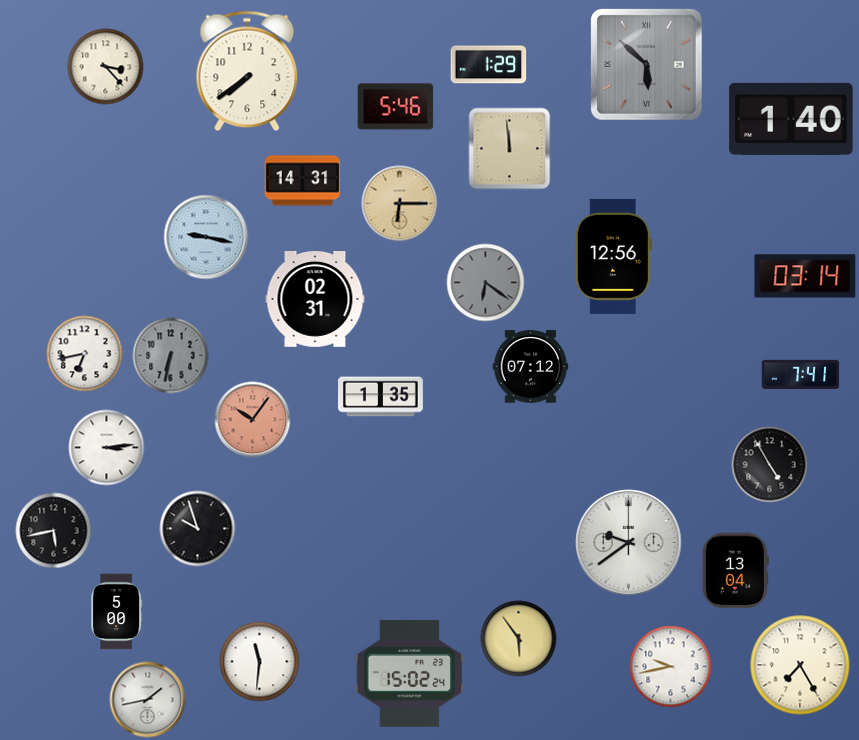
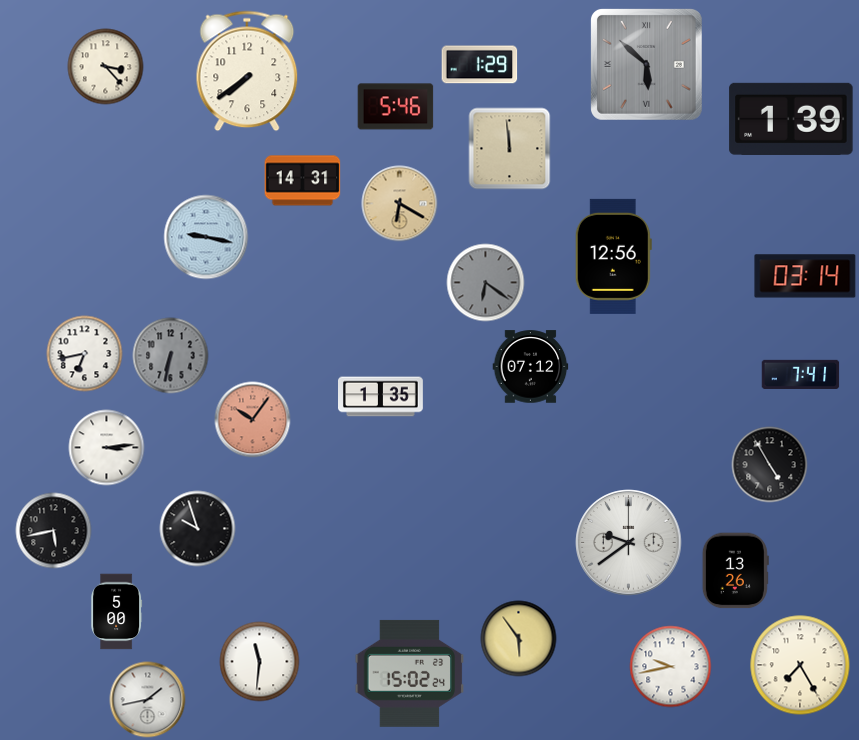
clock at (489, 65) position: (489, 65) -> (480, 65)
clock at (791, 119): 1:40 -> 1:39
clock at (400, 204): 6:15 -> 6:20
clock at (315, 300): 02:31 -> none
clock at (735, 571): 13:04 -> 13:26
